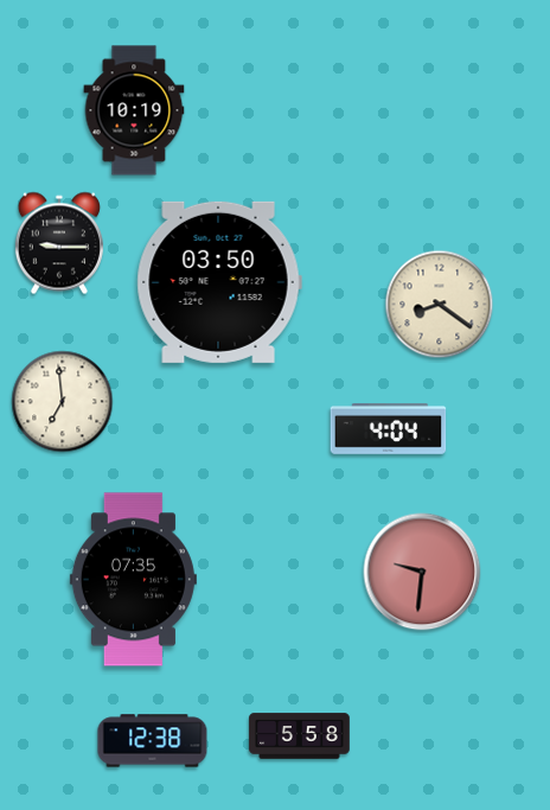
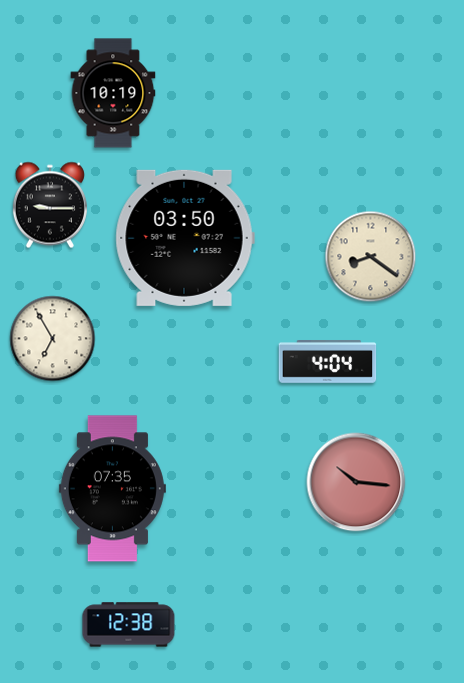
clock at (63, 402): 6:59 -> 6:55
clock at (422, 572): 9:31 -> 10:16
clock at (300, 736): 5:58 -> none
